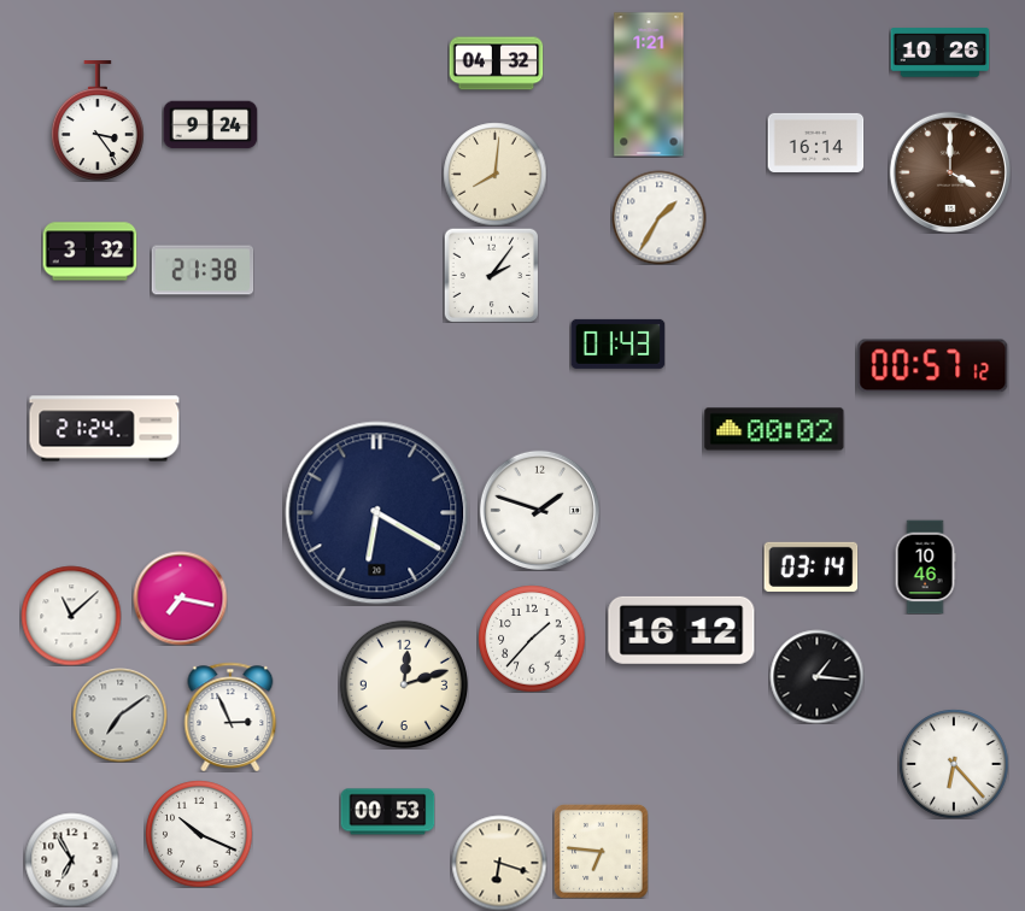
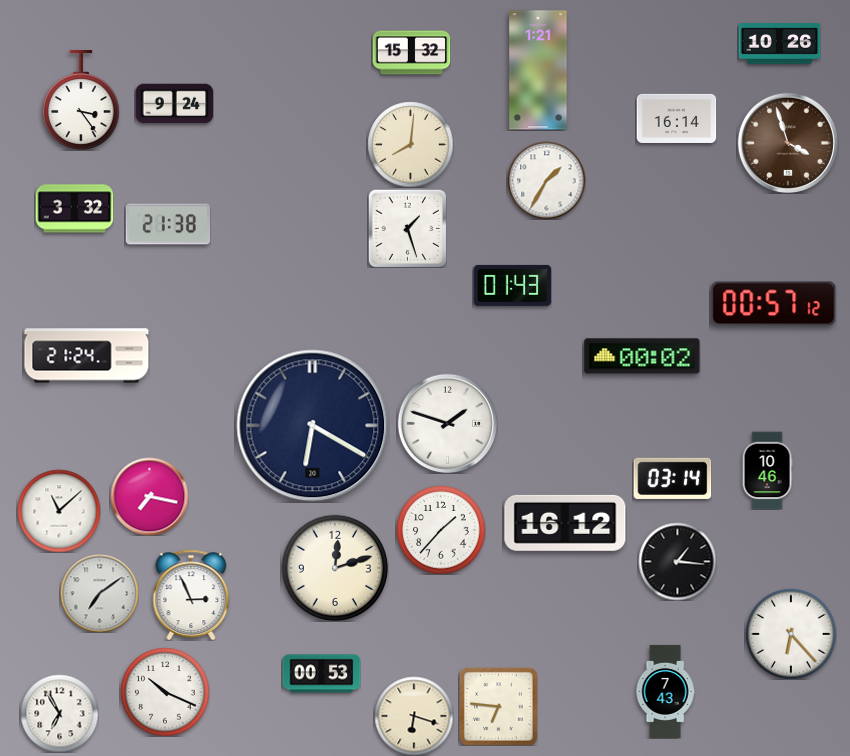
clock at (496, 64): 04:32 -> 15:32
clock at (949, 171): 4:00 -> 3:57
clock at (491, 275): 2:06 -> 1:27
clock at (810, 566) position: (810, 566) -> (672, 478)
clock at (665, 691): none -> 7:43
